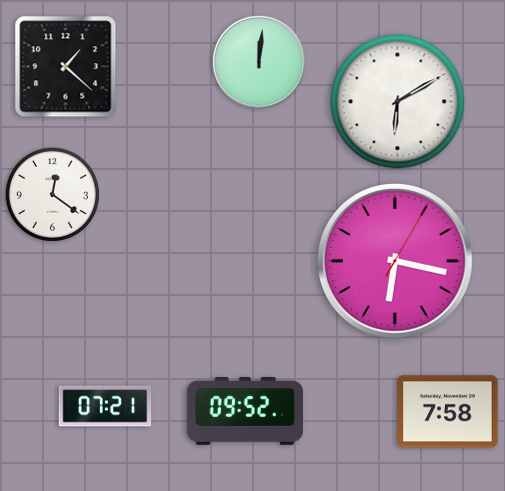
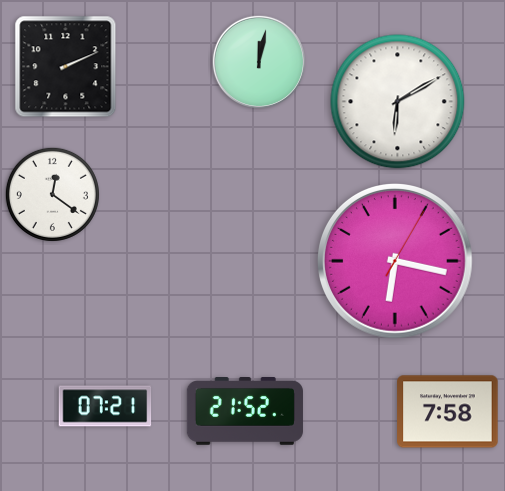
clock at (258, 61): 12:01 -> 12:02
clock at (66, 67): 1:22 -> 2:11
clock at (245, 412): 09:52 -> 21:52
